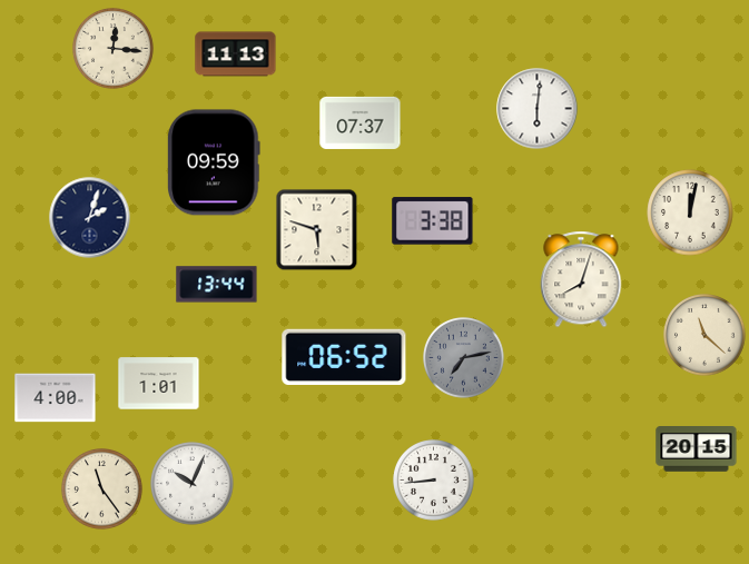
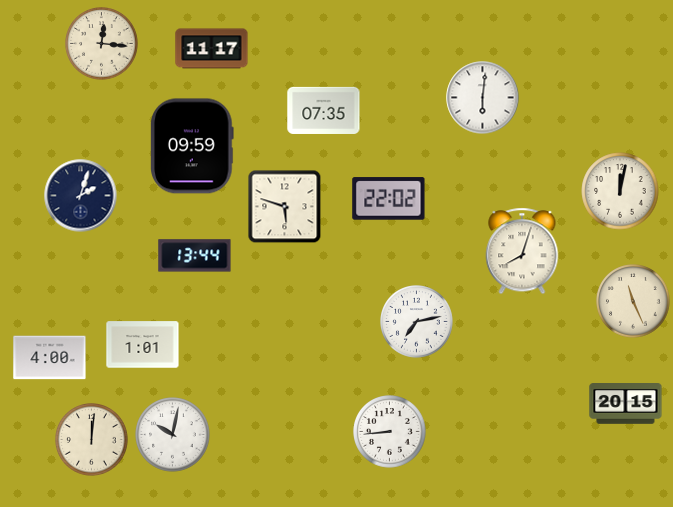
clock at (236, 55): 11:13 -> 11:17
clock at (361, 122): 07:37 -> 07:35
clock at (433, 221): 3:38 -> 22:02
clock at (704, 335): 11:22 -> 11:26
clock at (344, 356): 06:52 -> none
clock at (464, 358) dial: grey -> white
clock at (193, 484): 10:04 -> 10:02
clock at (102, 489): 11:24 -> 12:01
